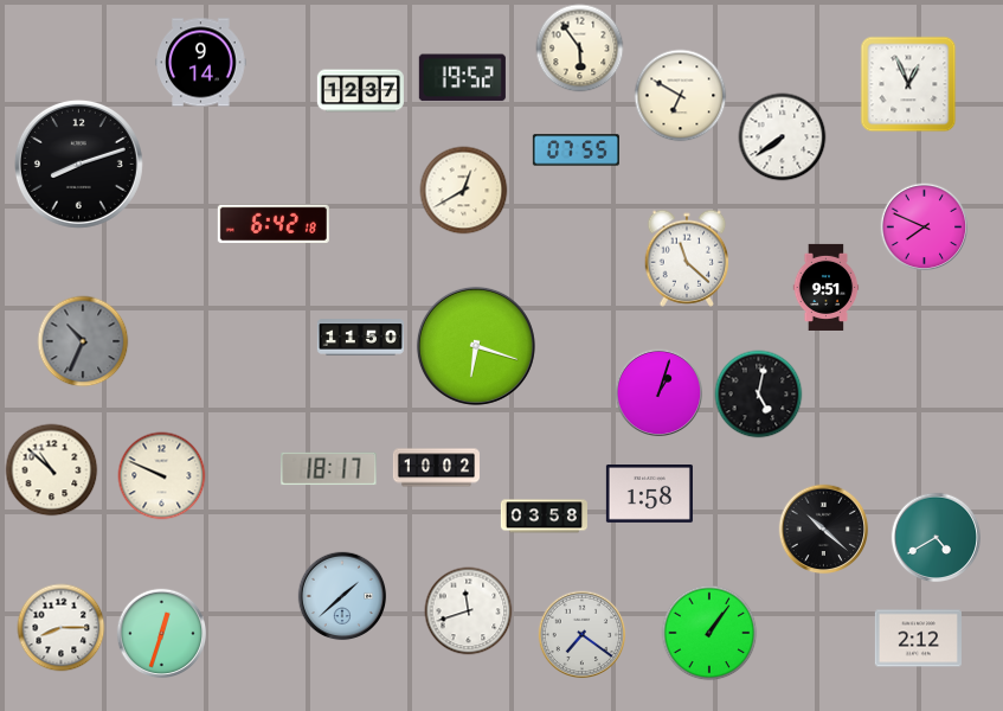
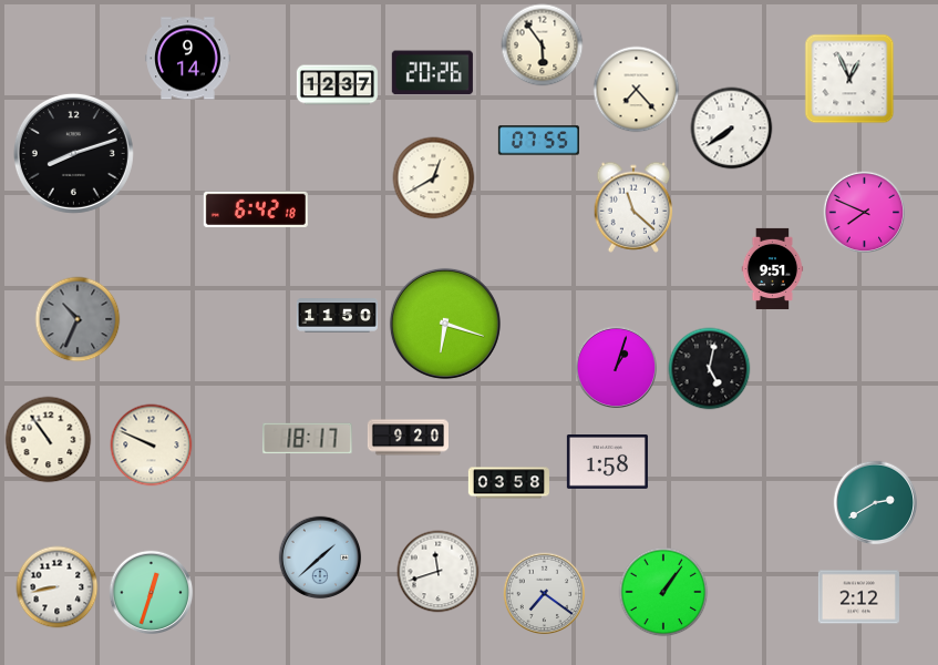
clock at (462, 78): 19:52 -> 20:26
clock at (681, 96): 6:50 -> 7:23
clock at (687, 258) position: (687, 258) -> (633, 207)
clock at (436, 468): 10:02 -> 9:20
clock at (52, 470): 10:52 -> 10:54
clock at (824, 530): 10:22 -> none
clock at (937, 538): 4:40 -> 2:40
clock at (62, 628): 8:15 -> 8:43
